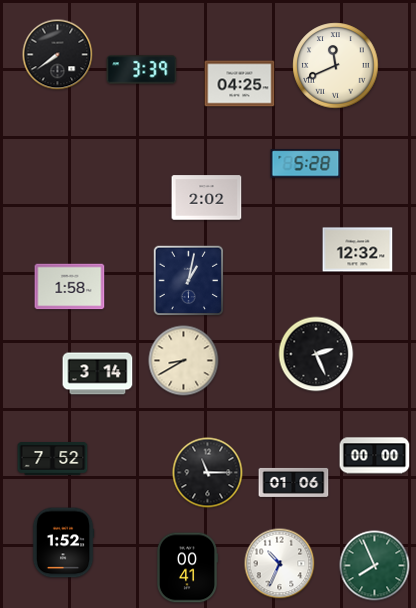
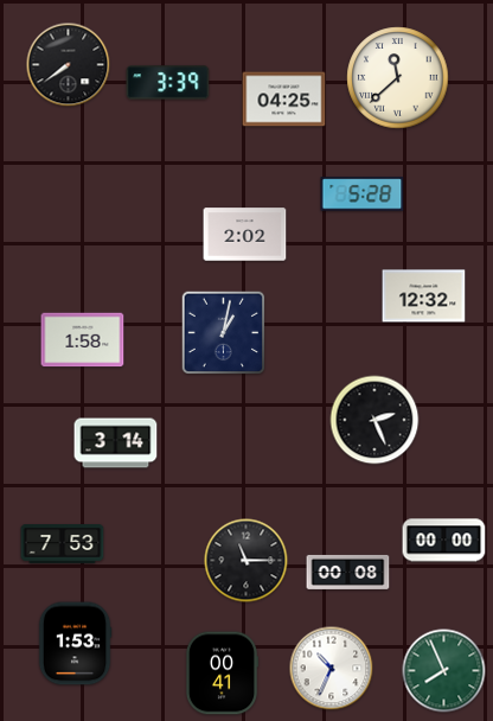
clock at (336, 66): 11:41 -> 11:38
clock at (184, 361): 8:40 -> none
clock at (53, 459): 7:52 -> 7:53
clock at (294, 482): 01:06 -> 00:08
clock at (63, 543): 1:52 -> 1:53
